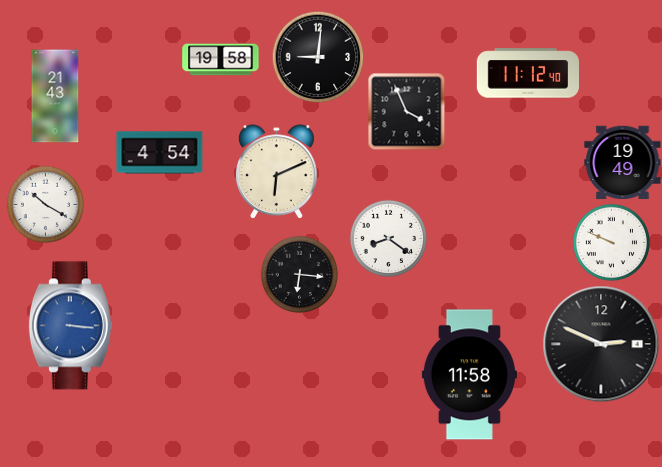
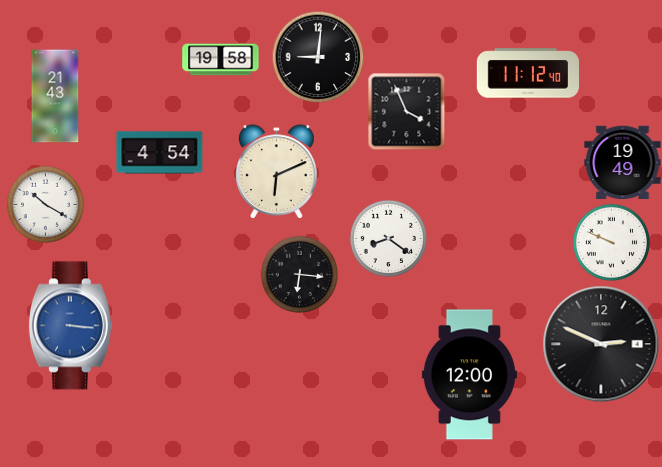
clock at (469, 375): 11:58 -> 12:00
